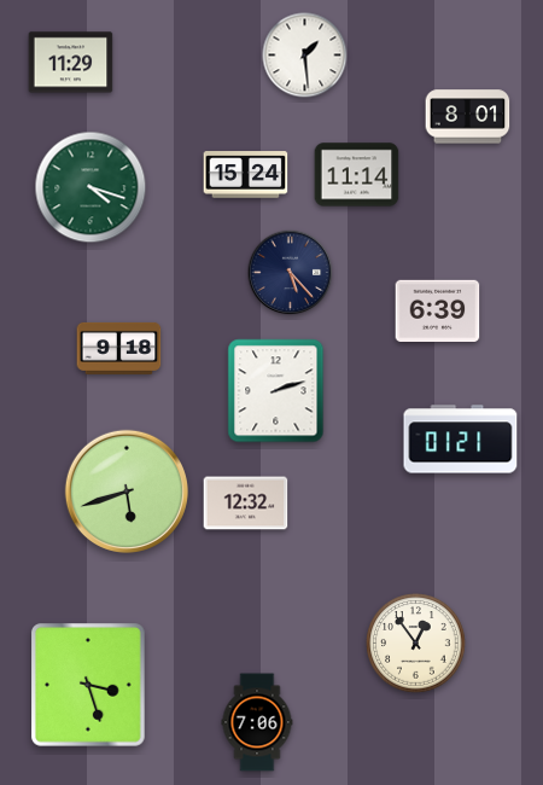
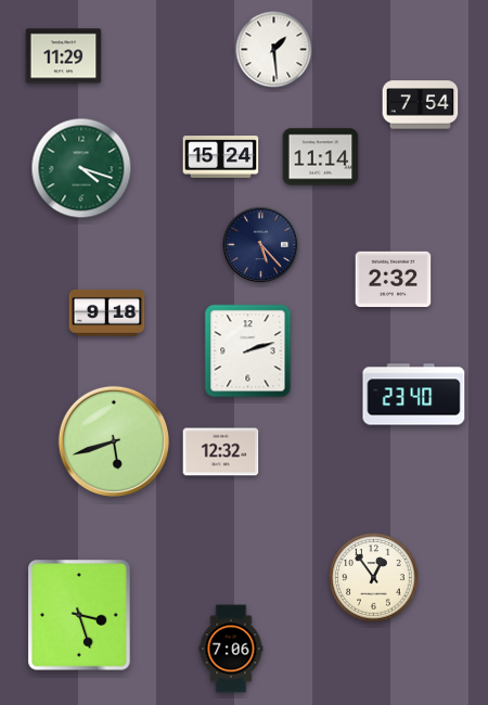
clock at (468, 117): 8:01 -> 7:54
clock at (438, 312): 6:39 -> 2:32
clock at (461, 440): 01:21 -> 23:40
